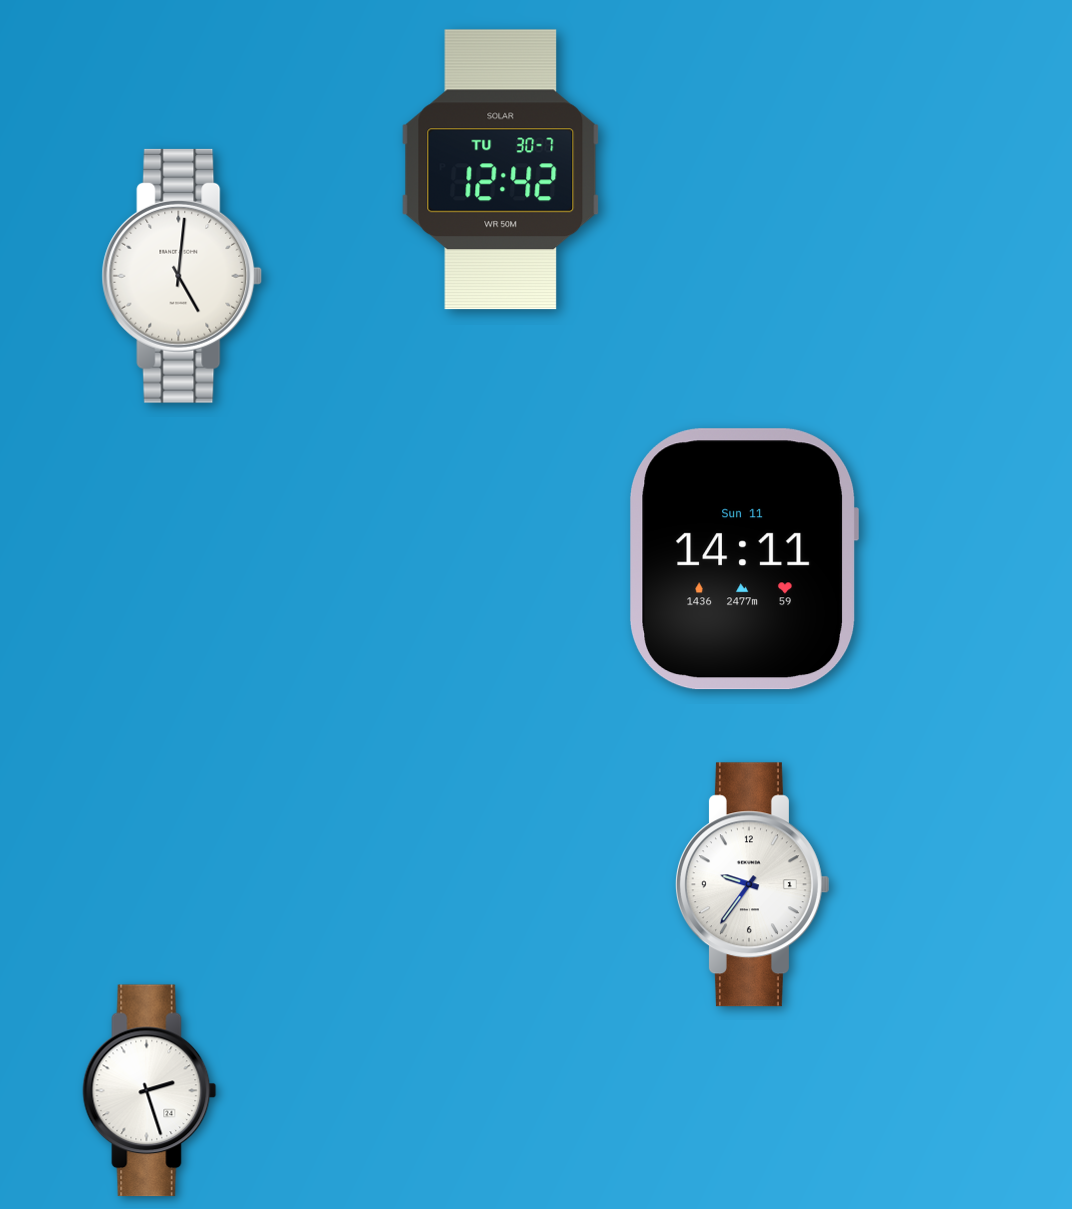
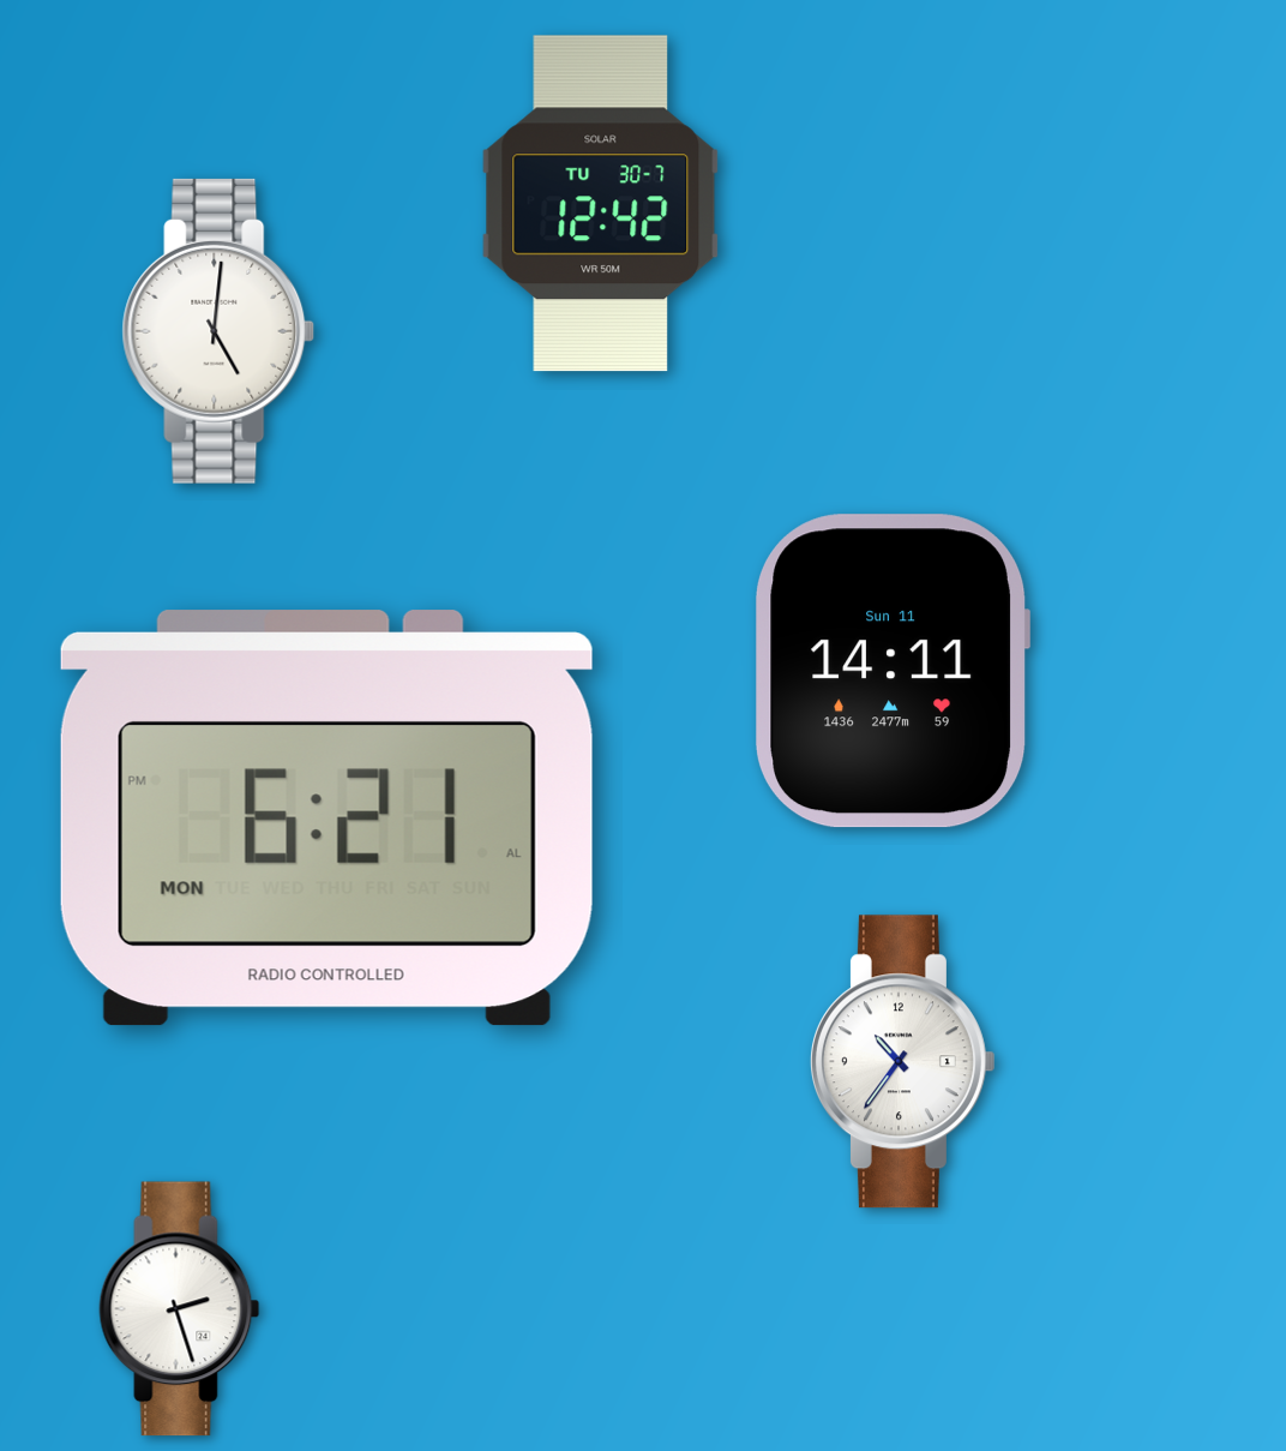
clock at (326, 819): none -> 6:21
clock at (752, 885): 9:36 -> 10:36
